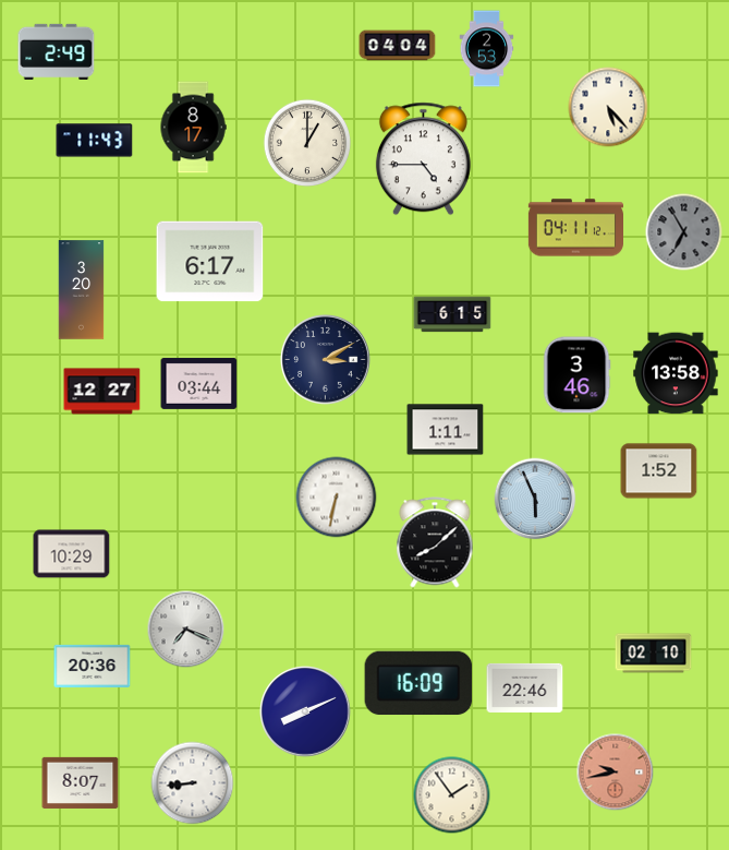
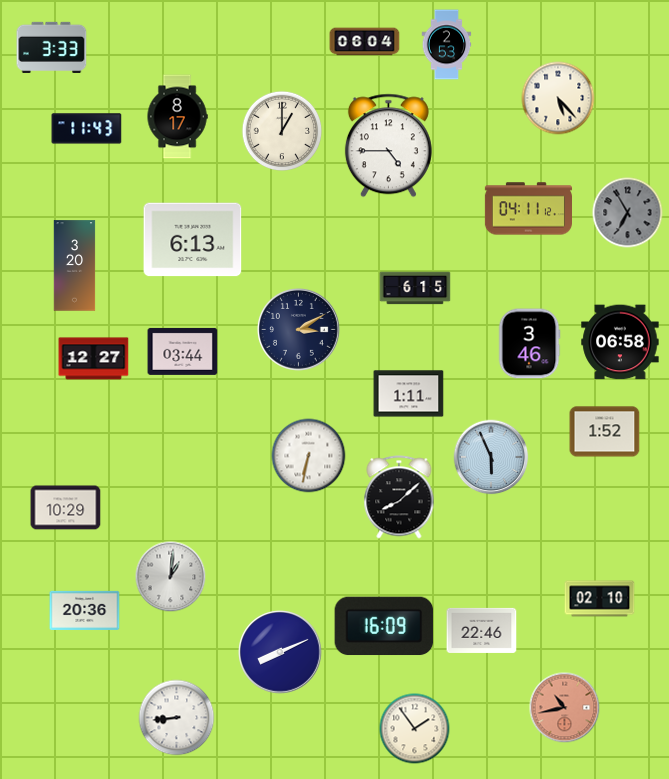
clock at (398, 46): 04:04 -> 06:04
clock at (57, 51): 2:49 -> 3:33
clock at (210, 262): 6:17 -> 6:13
clock at (676, 373): 13:58 -> 06:58
clock at (186, 630): 7:19 -> 1:01
clock at (616, 773): 9:43 -> 10:43
clock at (81, 782): 8:07 -> none
